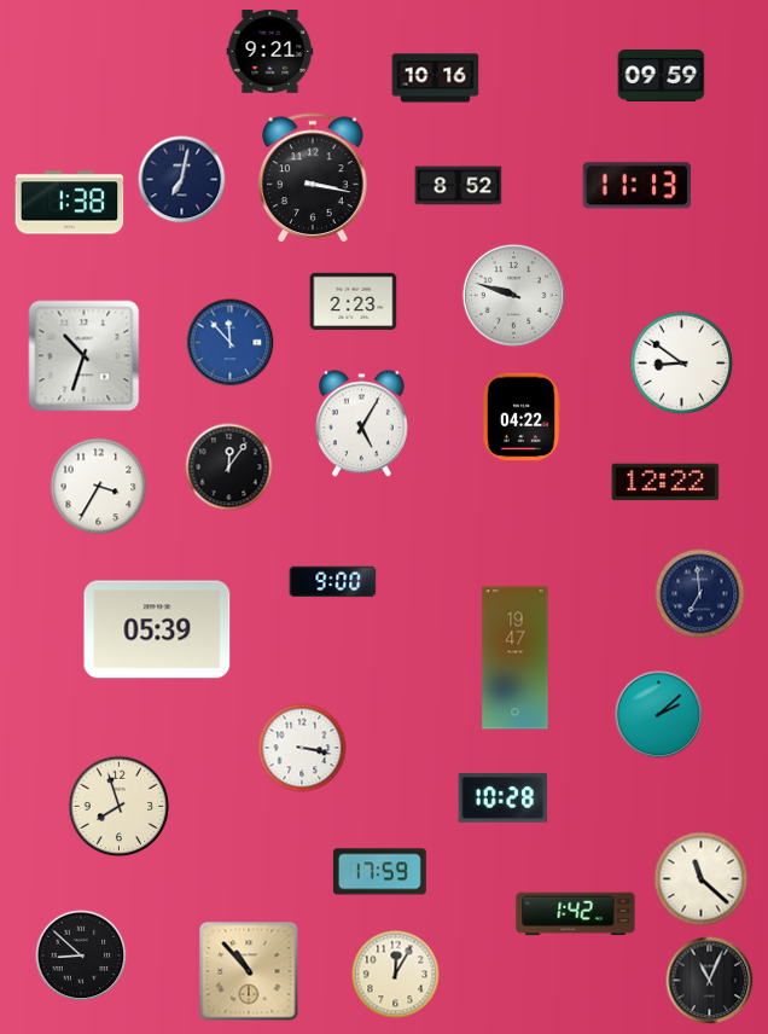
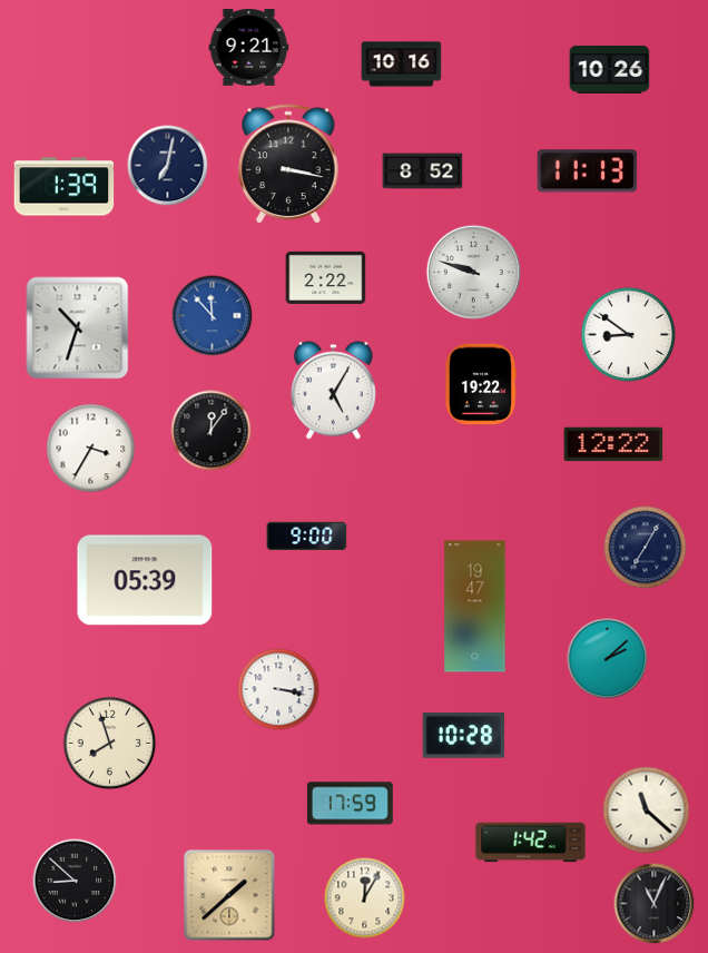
clock at (662, 75): 09:59 -> 10:26
clock at (436, 79) position: (436, 79) -> (402, 65)
clock at (70, 203): 1:38 -> 1:39
clock at (354, 301): 2:23 -> 2:22
clock at (520, 417): 04:22 -> 19:22
clock at (700, 594): 6:59 -> 7:05
clock at (249, 971): 10:53 -> 1:38
